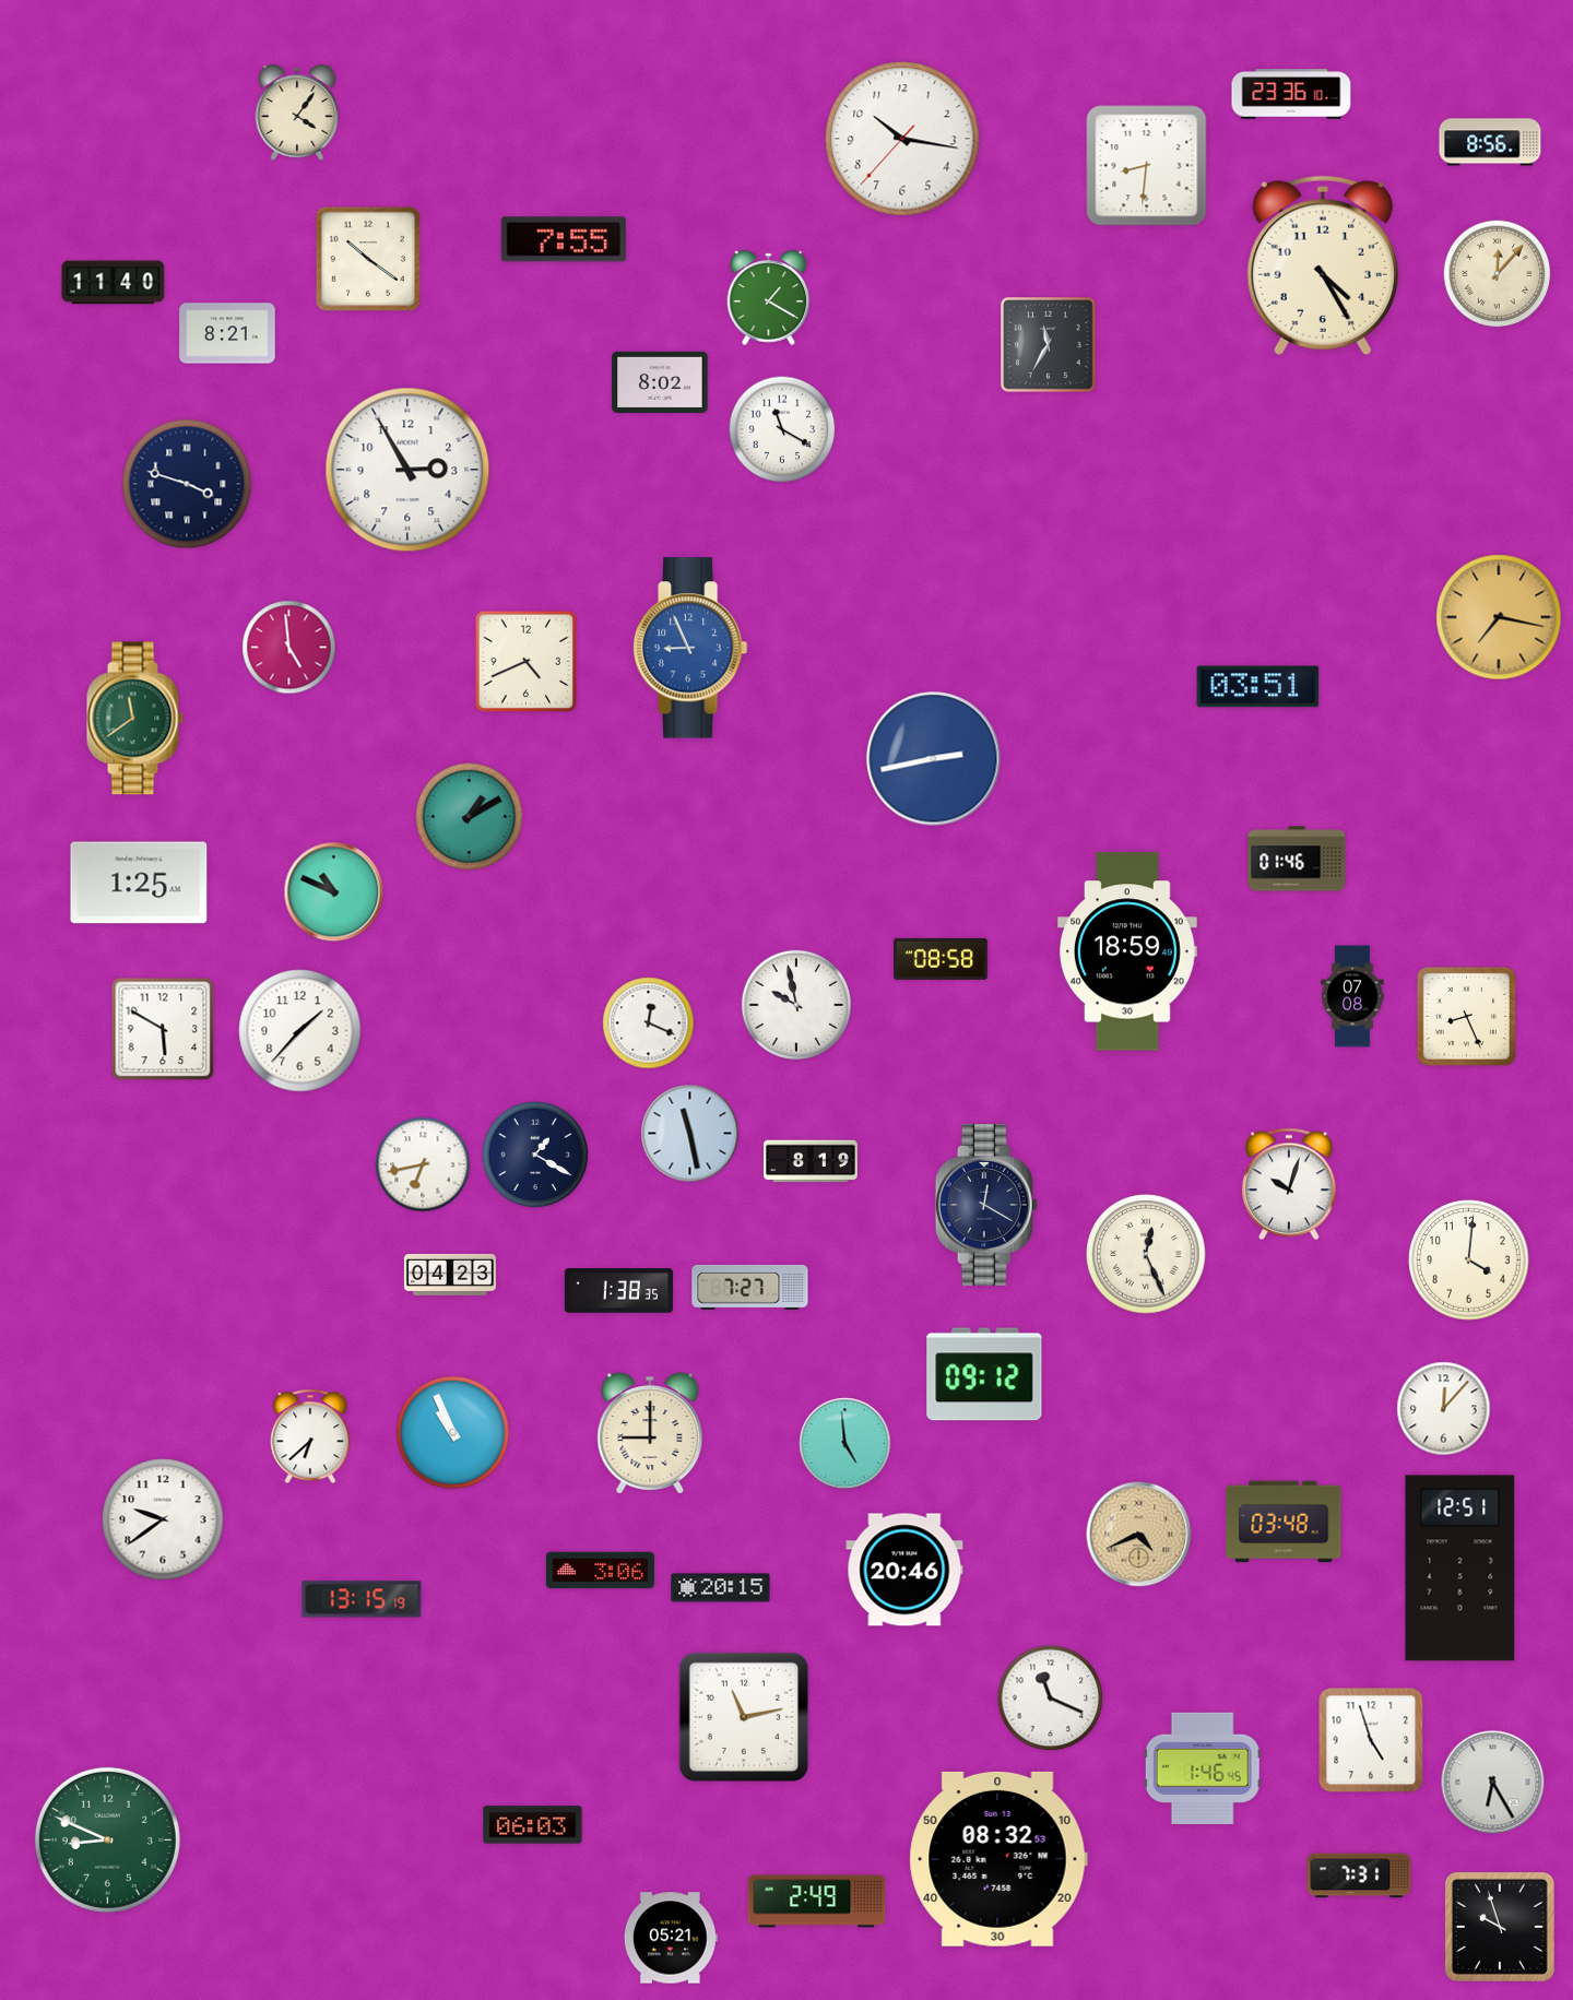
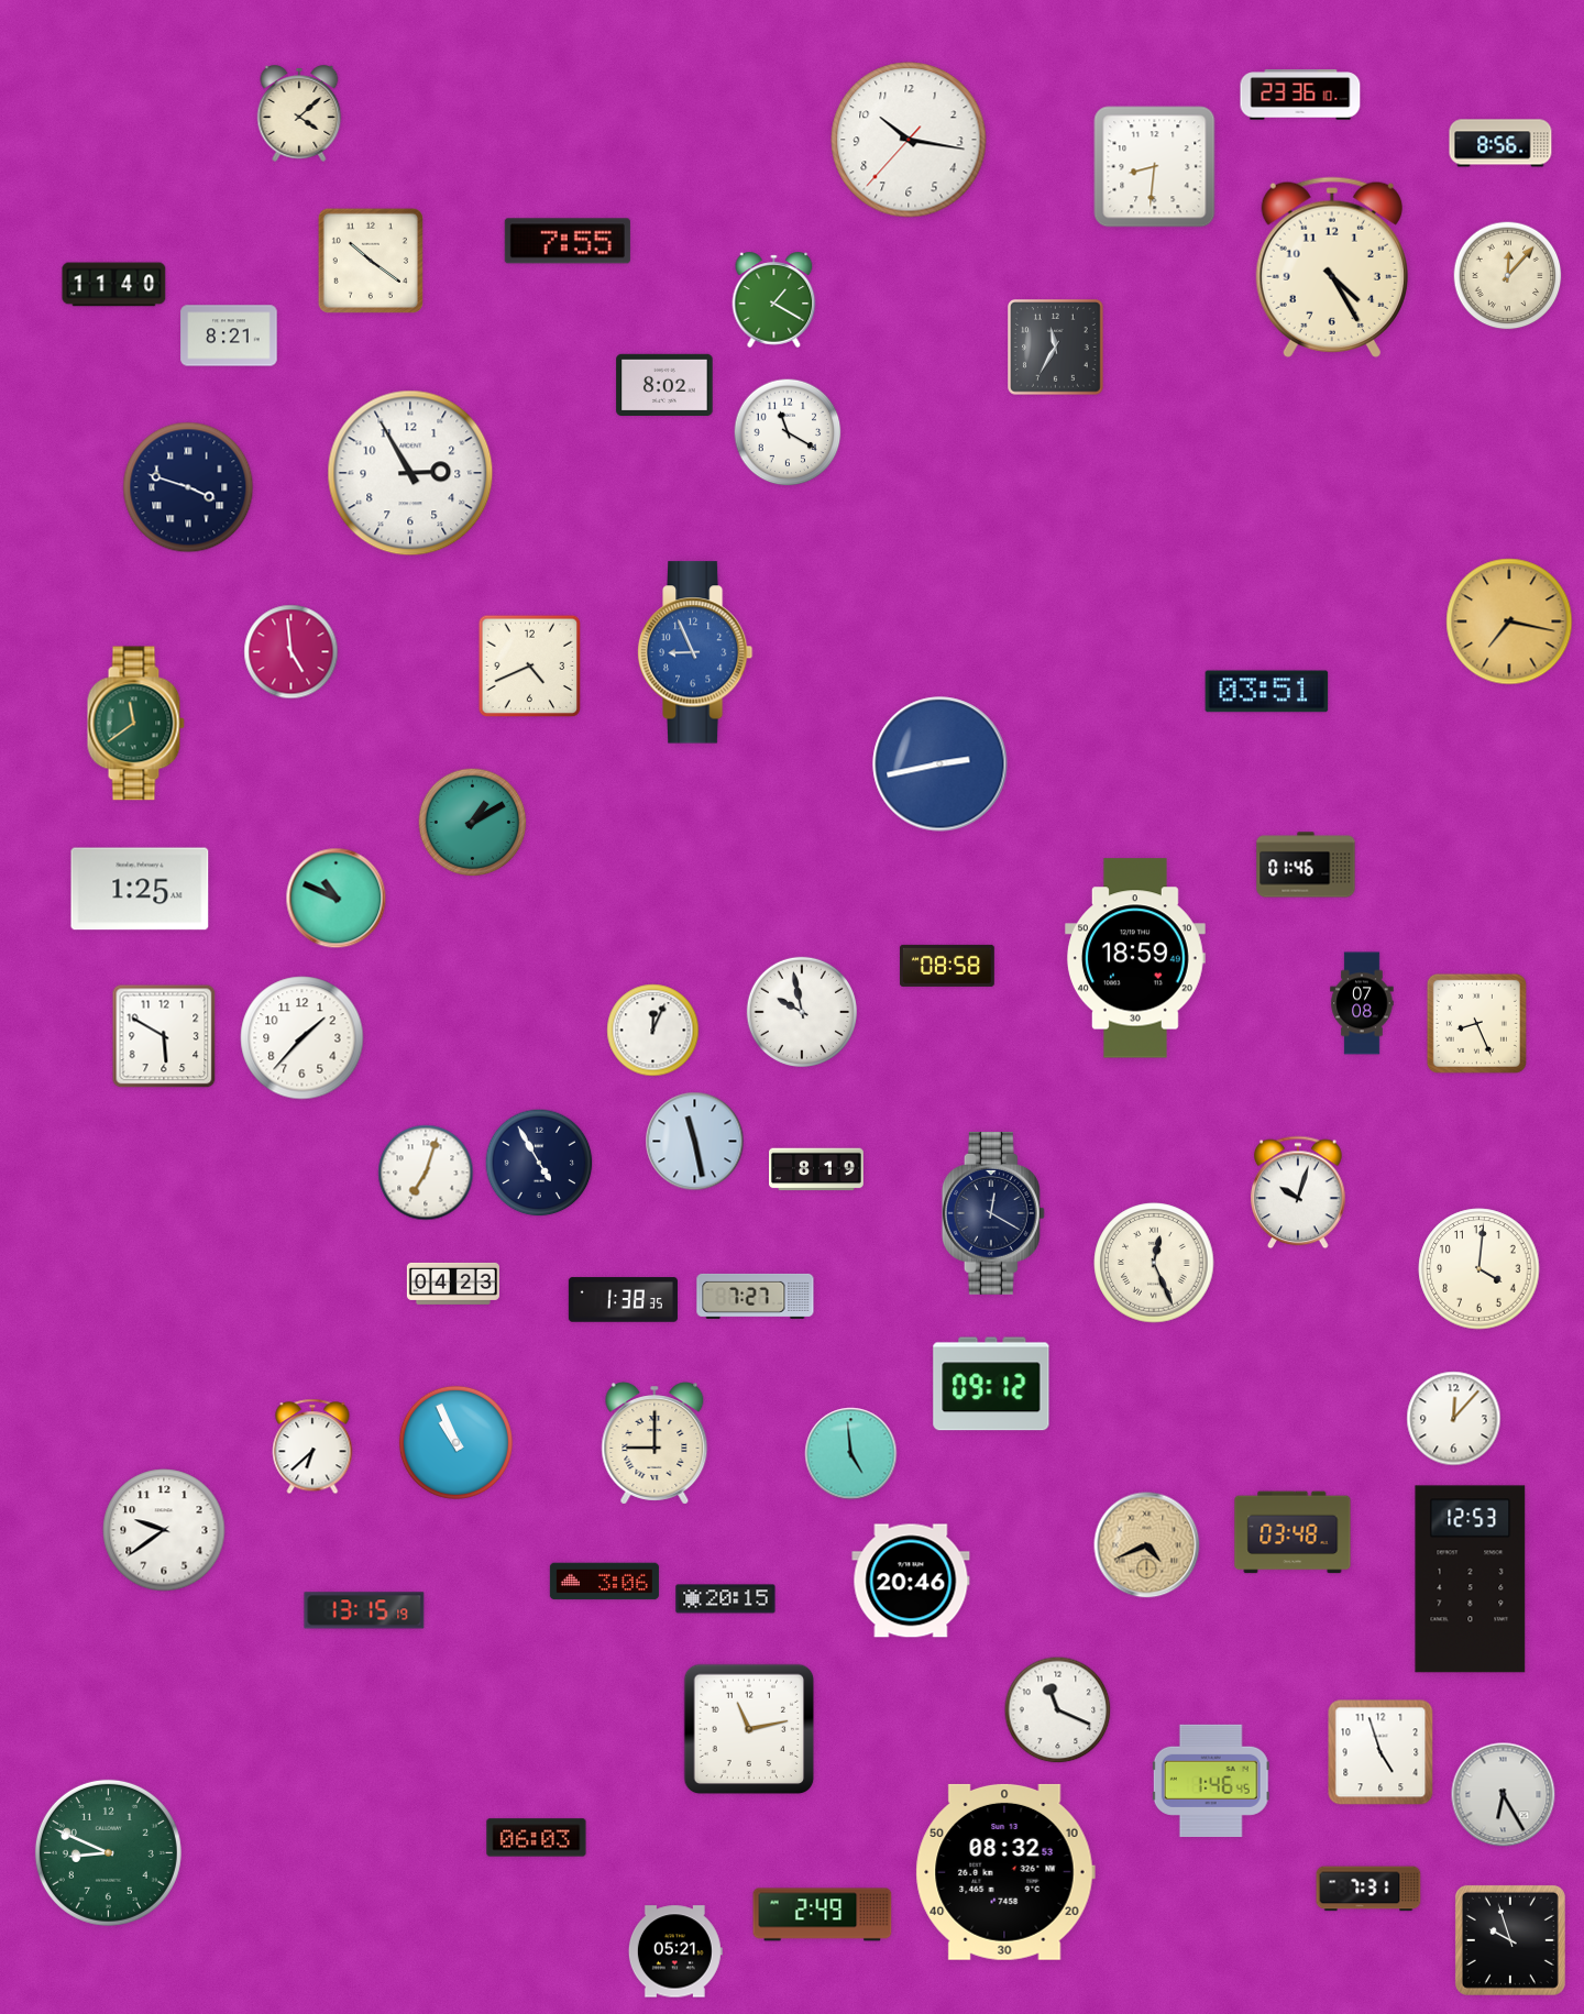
clock at (297, 113): 4:06 -> 4:08
clock at (649, 1023): 12:19 -> 12:04
clock at (535, 1155): 1:20 -> 4:55
clock at (423, 1164): 6:43 -> 7:03
clock at (1460, 1569): 12:51 -> 12:53
